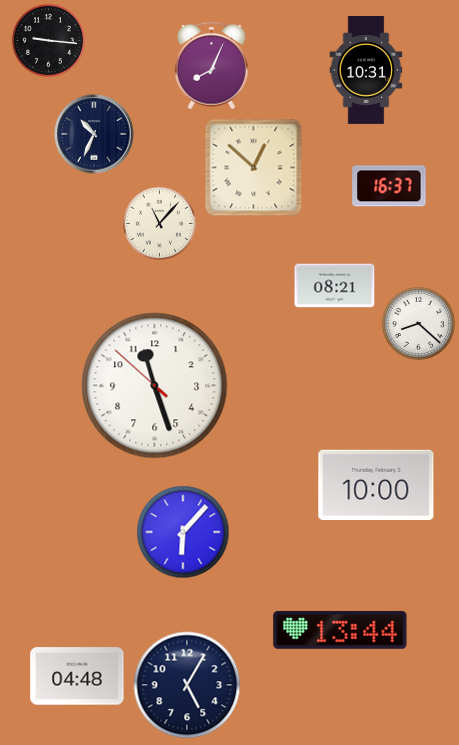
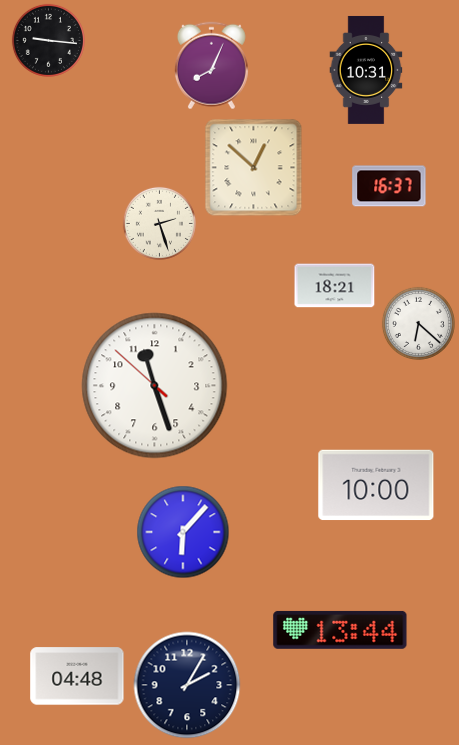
clock at (94, 134): 10:34 -> none
clock at (159, 223): 11:07 -> 2:27
clock at (335, 286): 08:21 -> 18:21
clock at (418, 323): 8:22 -> 6:22
clock at (187, 685): 5:05 -> 2:05
